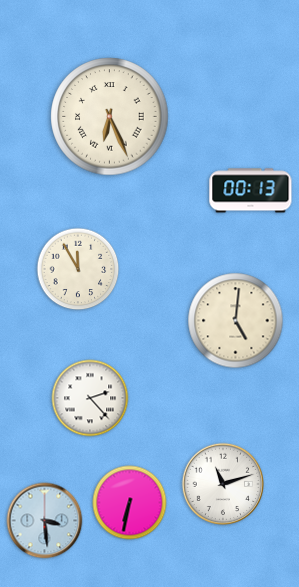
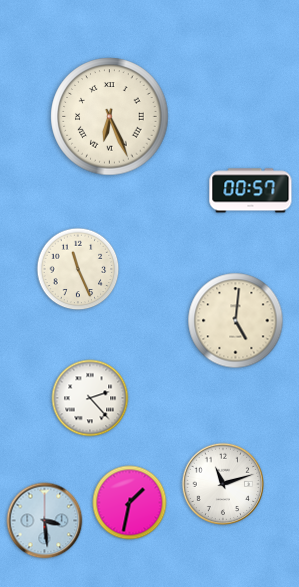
clock at (251, 191): 00:13 -> 00:57
clock at (78, 269): 11:55 -> 11:26
clock at (130, 503): 6:32 -> 1:32
